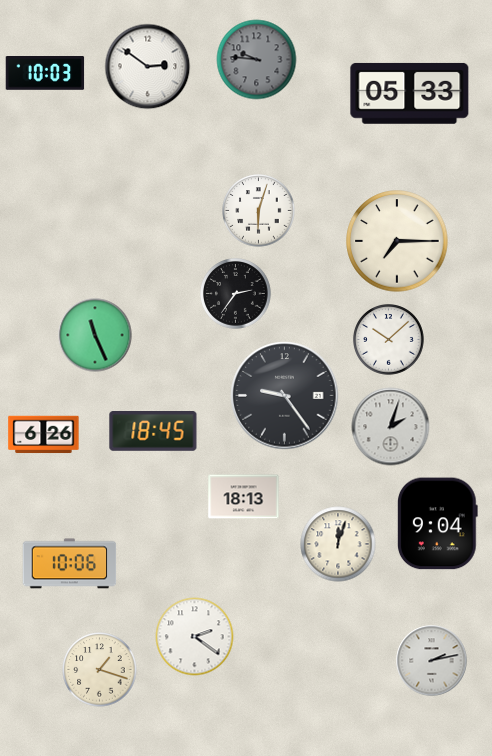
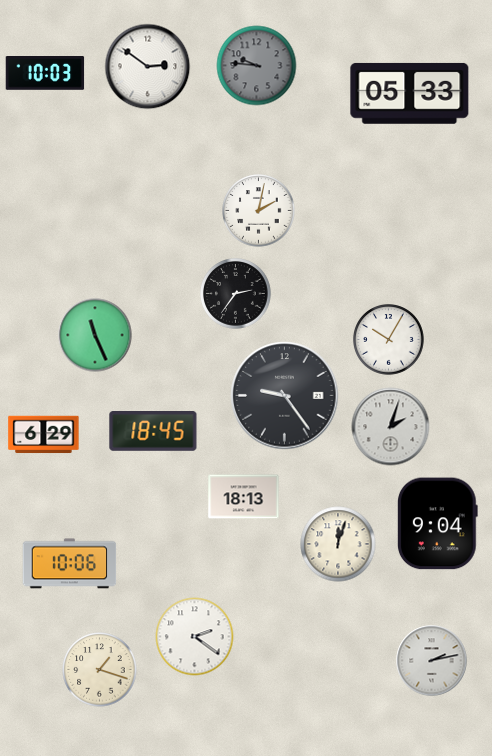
clock at (257, 60) position: (257, 60) -> (257, 66)
clock at (259, 211): 6:03 -> 2:02
clock at (397, 241): 7:15 -> none
clock at (389, 340): 10:08 -> 10:05
clock at (44, 435): 6:26 -> 6:29
